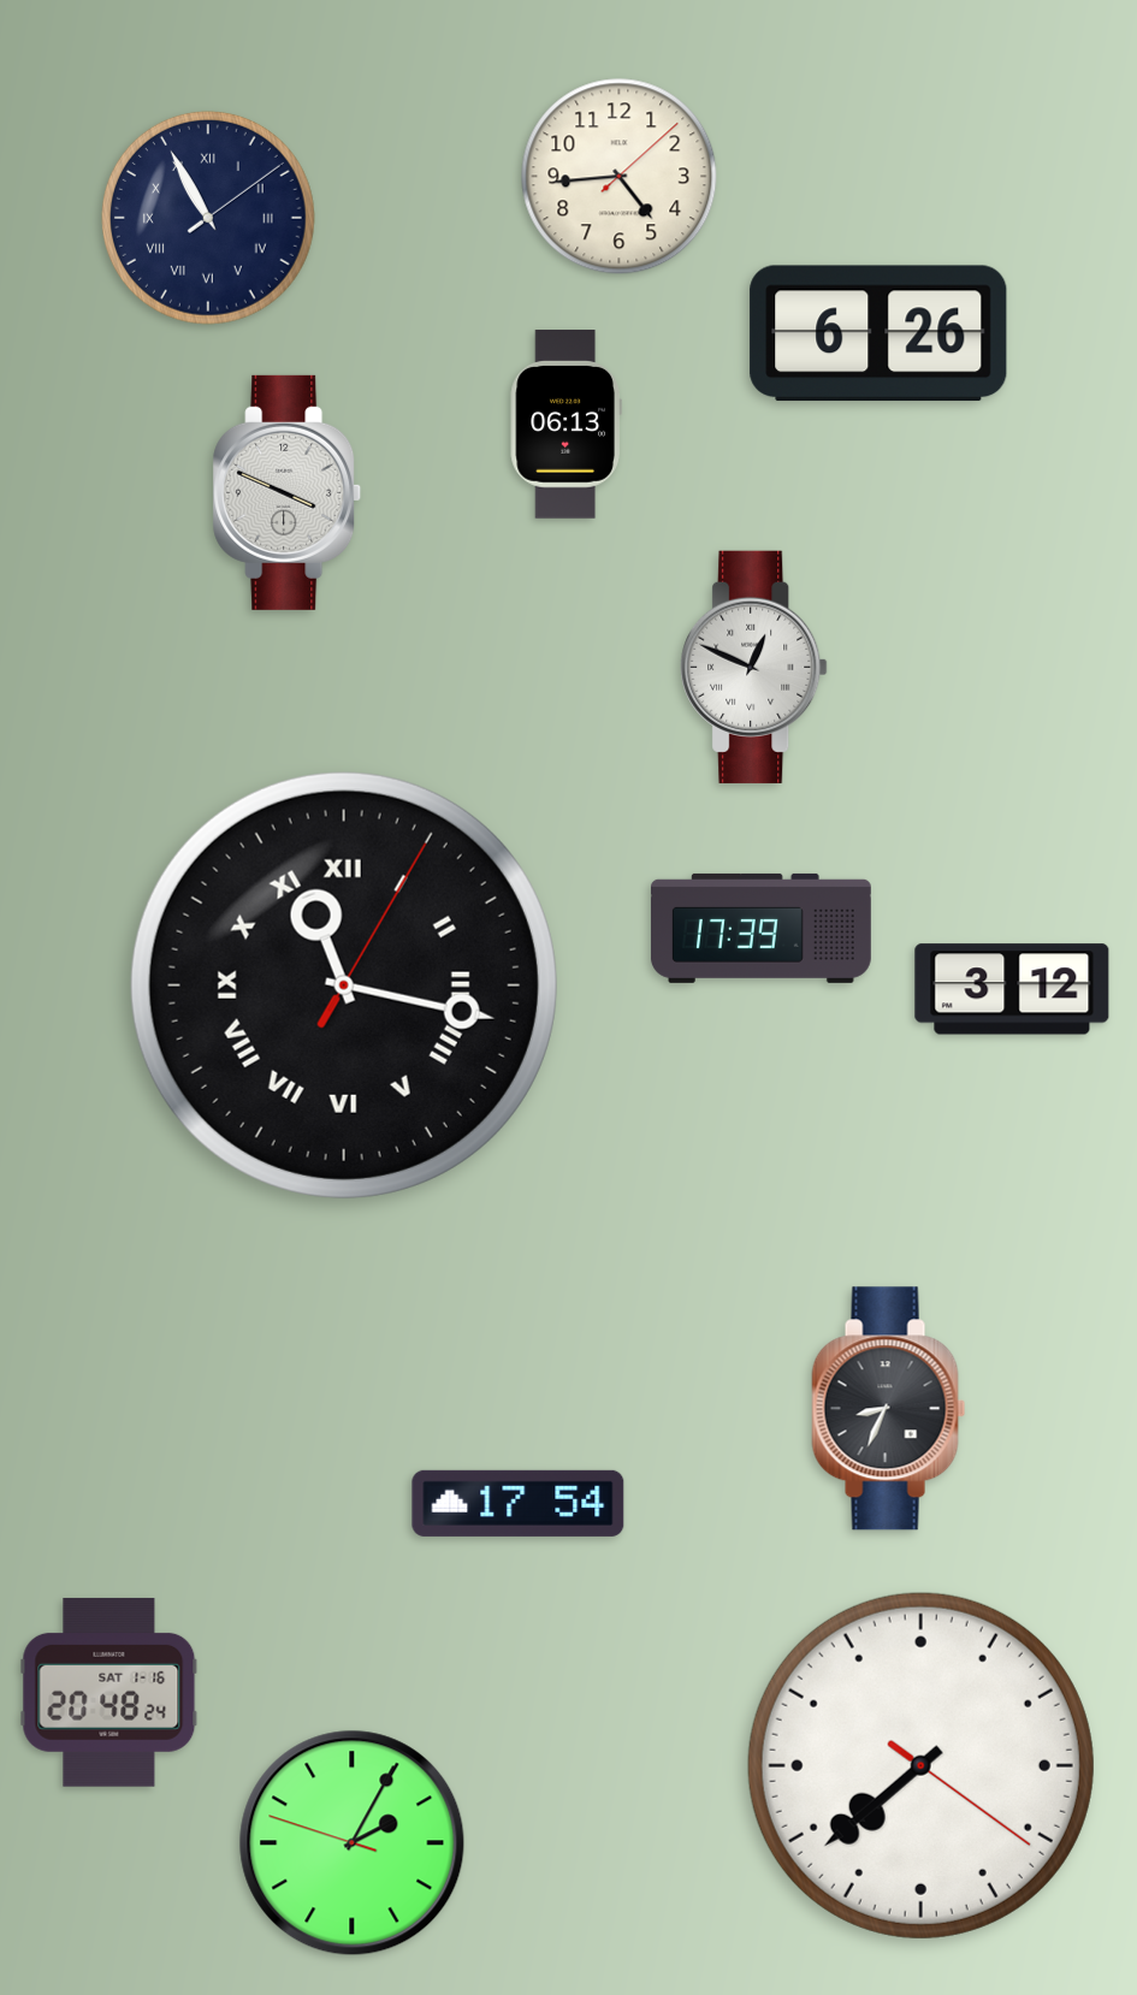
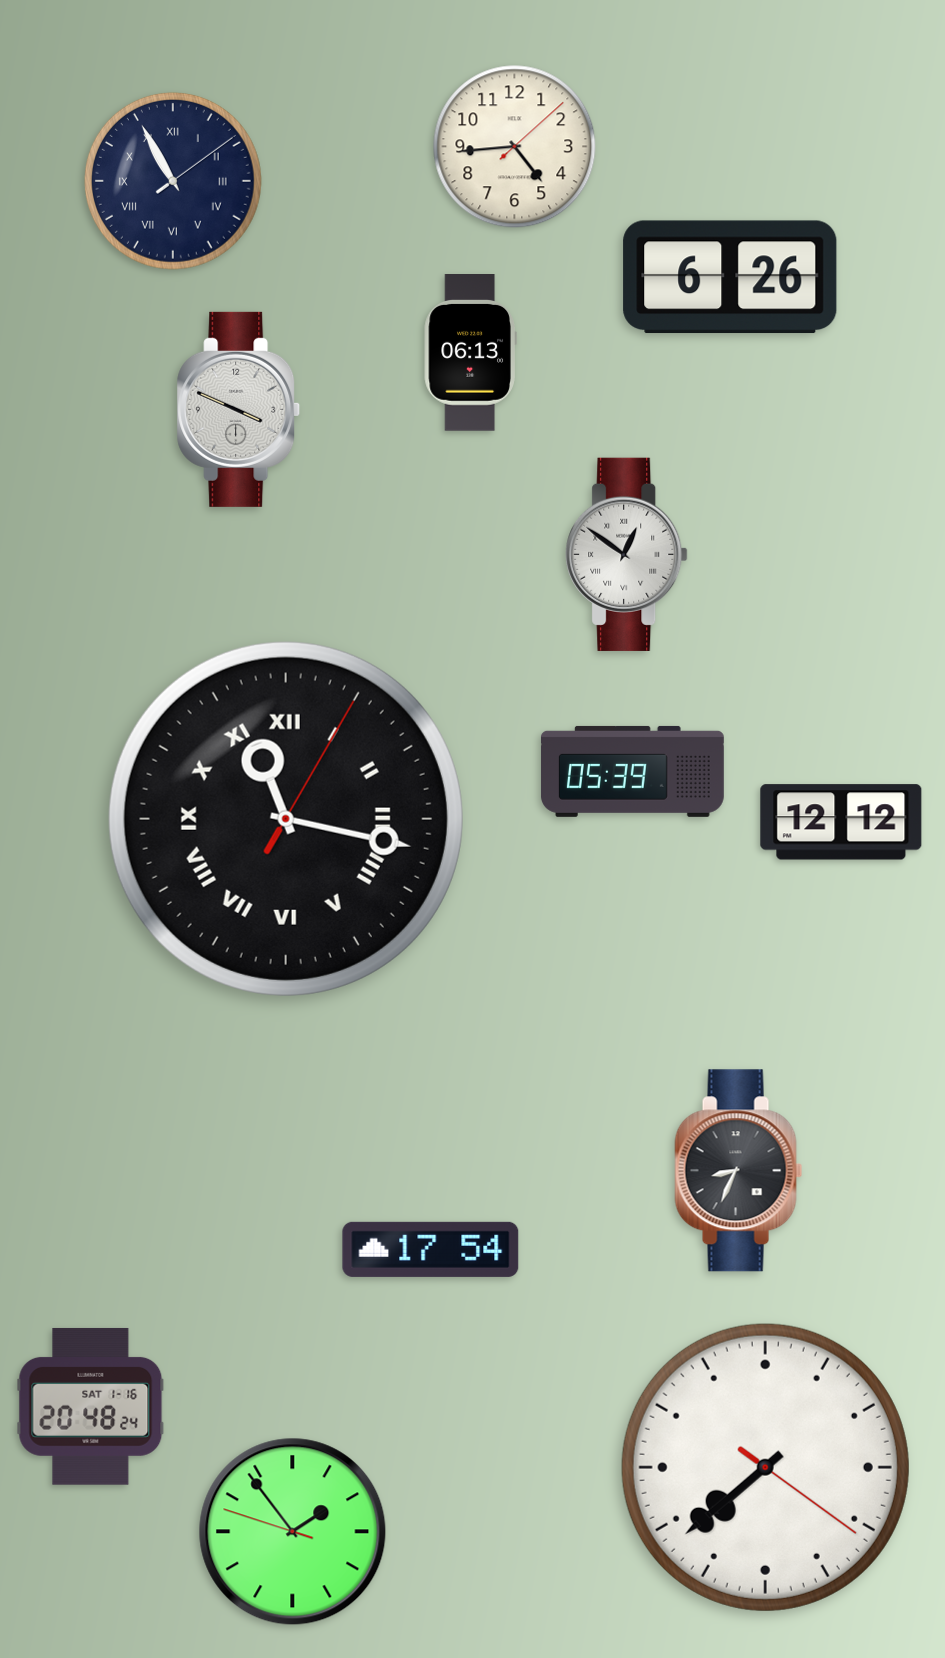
clock at (754, 667): 12:49 -> 12:51
clock at (760, 928): 17:39 -> 05:39
clock at (1012, 989): 3:12 -> 12:12
clock at (353, 1843): 2:04 -> 1:53
